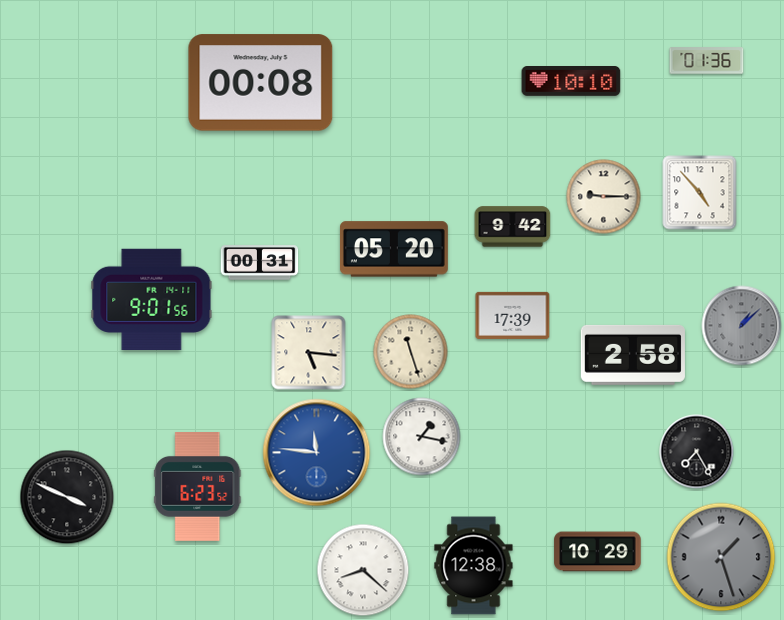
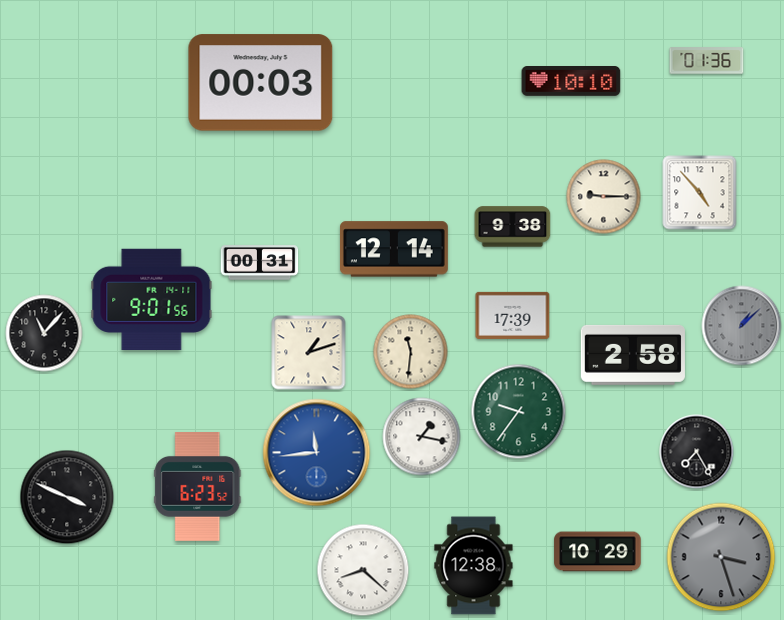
clock at (261, 83): 00:08 -> 00:03
clock at (513, 227): 9:42 -> 9:38
clock at (394, 249): 05:20 -> 12:14
clock at (44, 333): none -> 11:07
clock at (411, 352): 11:27 -> 11:31
clock at (309, 353): 5:16 -> 1:12
clock at (519, 412): none -> 9:36
clock at (317, 453): 11:46 -> 11:44
clock at (721, 557): 1:27 -> 3:27
